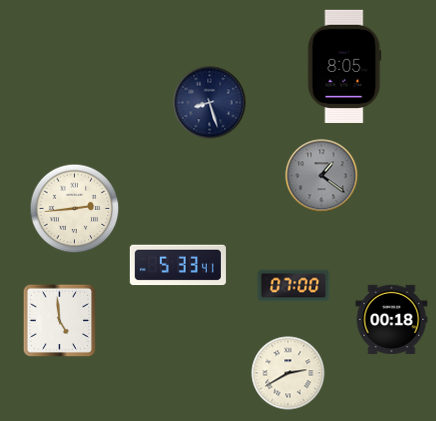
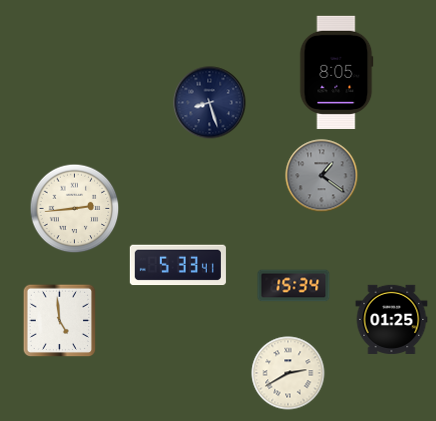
clock at (345, 66) position: (345, 66) -> (337, 72)
clock at (294, 286): 07:00 -> 15:34
clock at (392, 319): 00:18 -> 01:25
